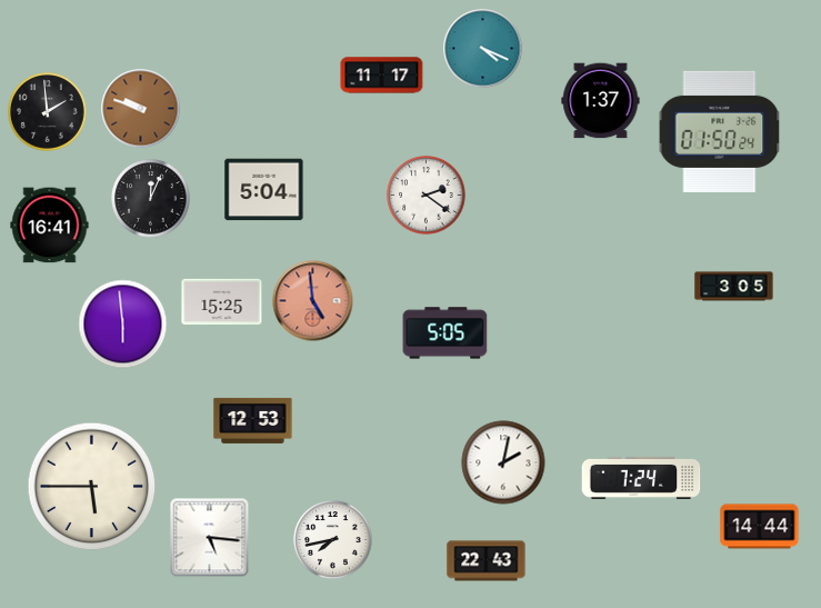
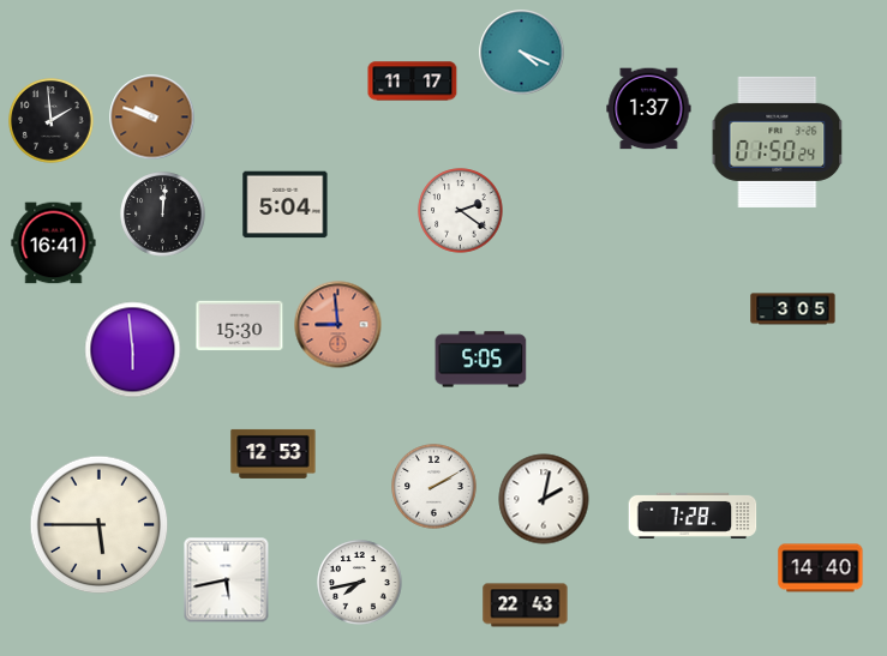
clock at (151, 199): 12:04 -> 12:01
clock at (313, 301): 4:59 -> 8:59
clock at (222, 302): 15:25 -> 15:30
clock at (434, 487): none -> 2:10
clock at (641, 478): 7:24 -> 7:28
clock at (760, 527): 14:44 -> 14:40
clock at (210, 538): 5:16 -> 5:43
